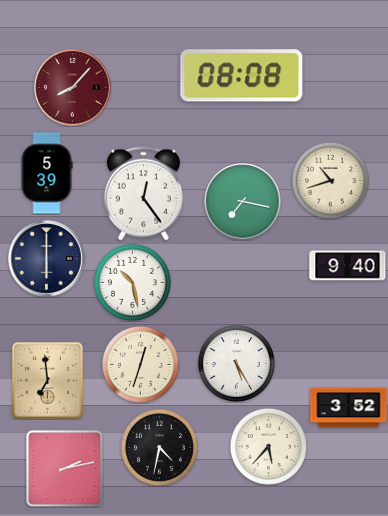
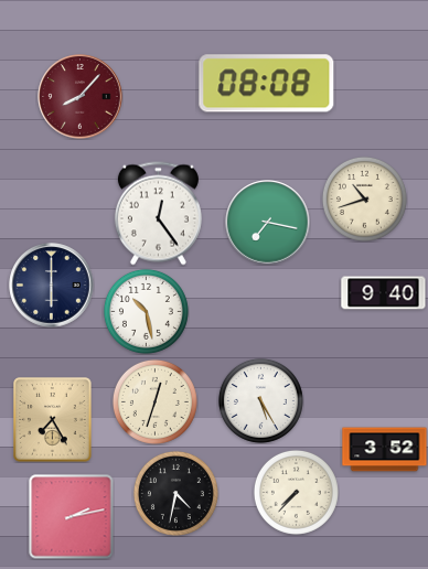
clock at (47, 173): 5:39 -> none
clock at (48, 381): 6:59 -> 7:25
clock at (268, 446): 5:37 -> 7:37
